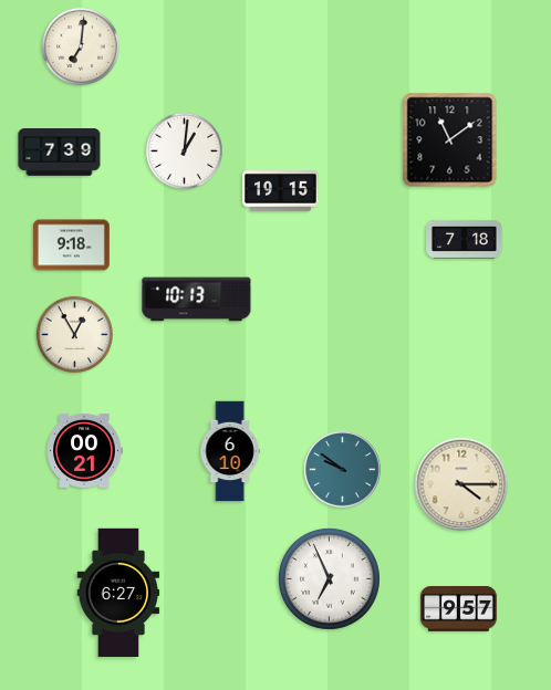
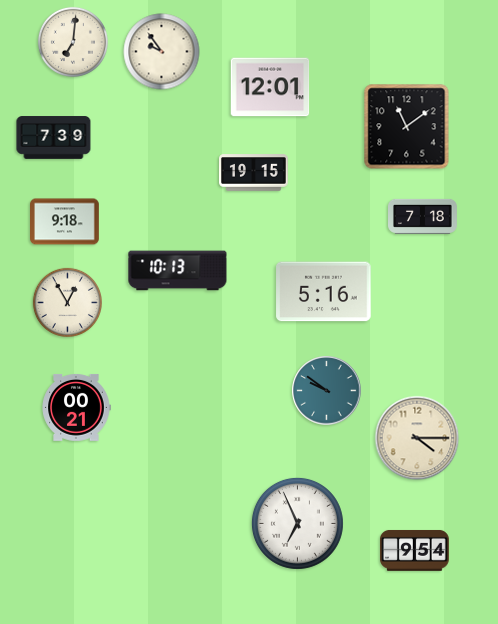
clock at (162, 52): none -> 9:54
clock at (270, 87): none -> 12:01
clock at (184, 150): 1:01 -> none
clock at (465, 239) position: (465, 239) -> (423, 216)
clock at (324, 292): none -> 5:16
clock at (230, 451): 6:10 -> none
clock at (343, 470) position: (343, 470) -> (327, 391)
clock at (118, 592): 6:27 -> none
clock at (459, 608): 9:57 -> 9:54
